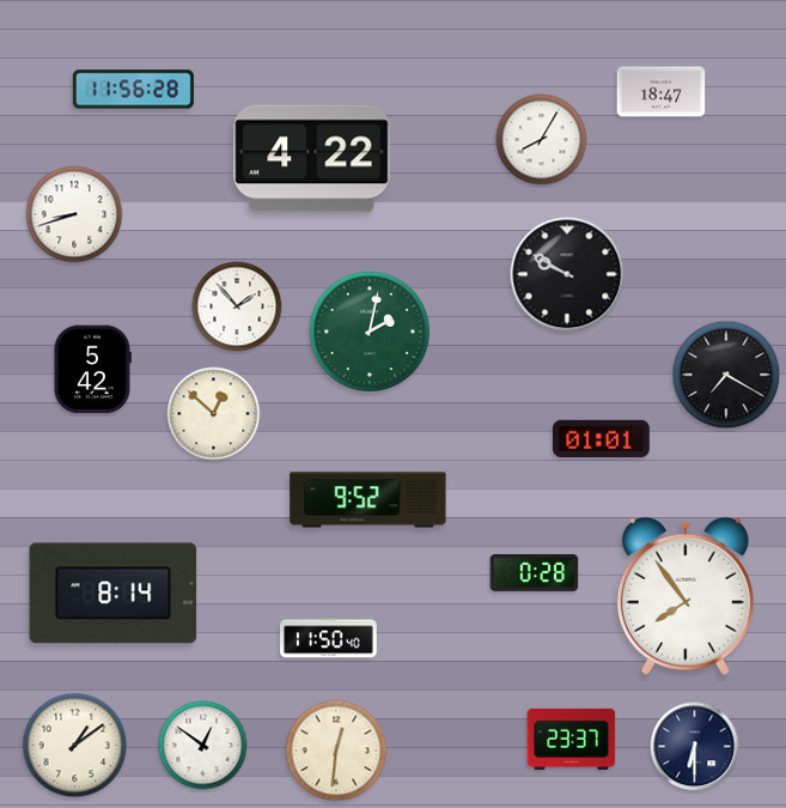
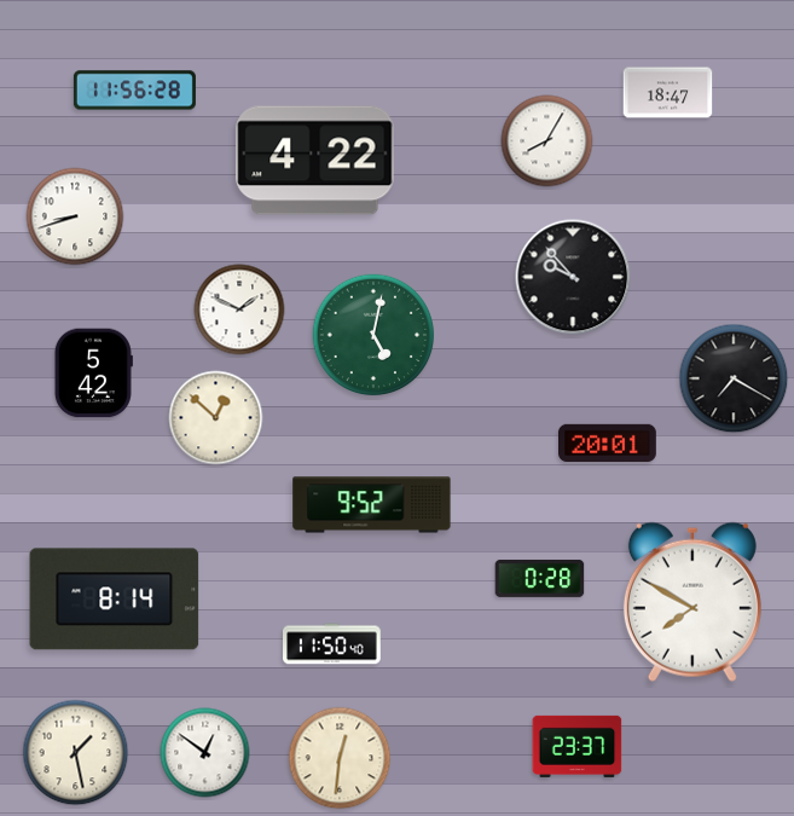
clock at (567, 274): 9:50 -> 9:53
clock at (237, 306): 1:53 -> 1:49
clock at (370, 332): 2:02 -> 5:02
clock at (602, 439): 01:01 -> 20:01
clock at (686, 596): 7:54 -> 7:50
clock at (75, 746): 1:09 -> 1:28
clock at (695, 747): 6:30 -> none
